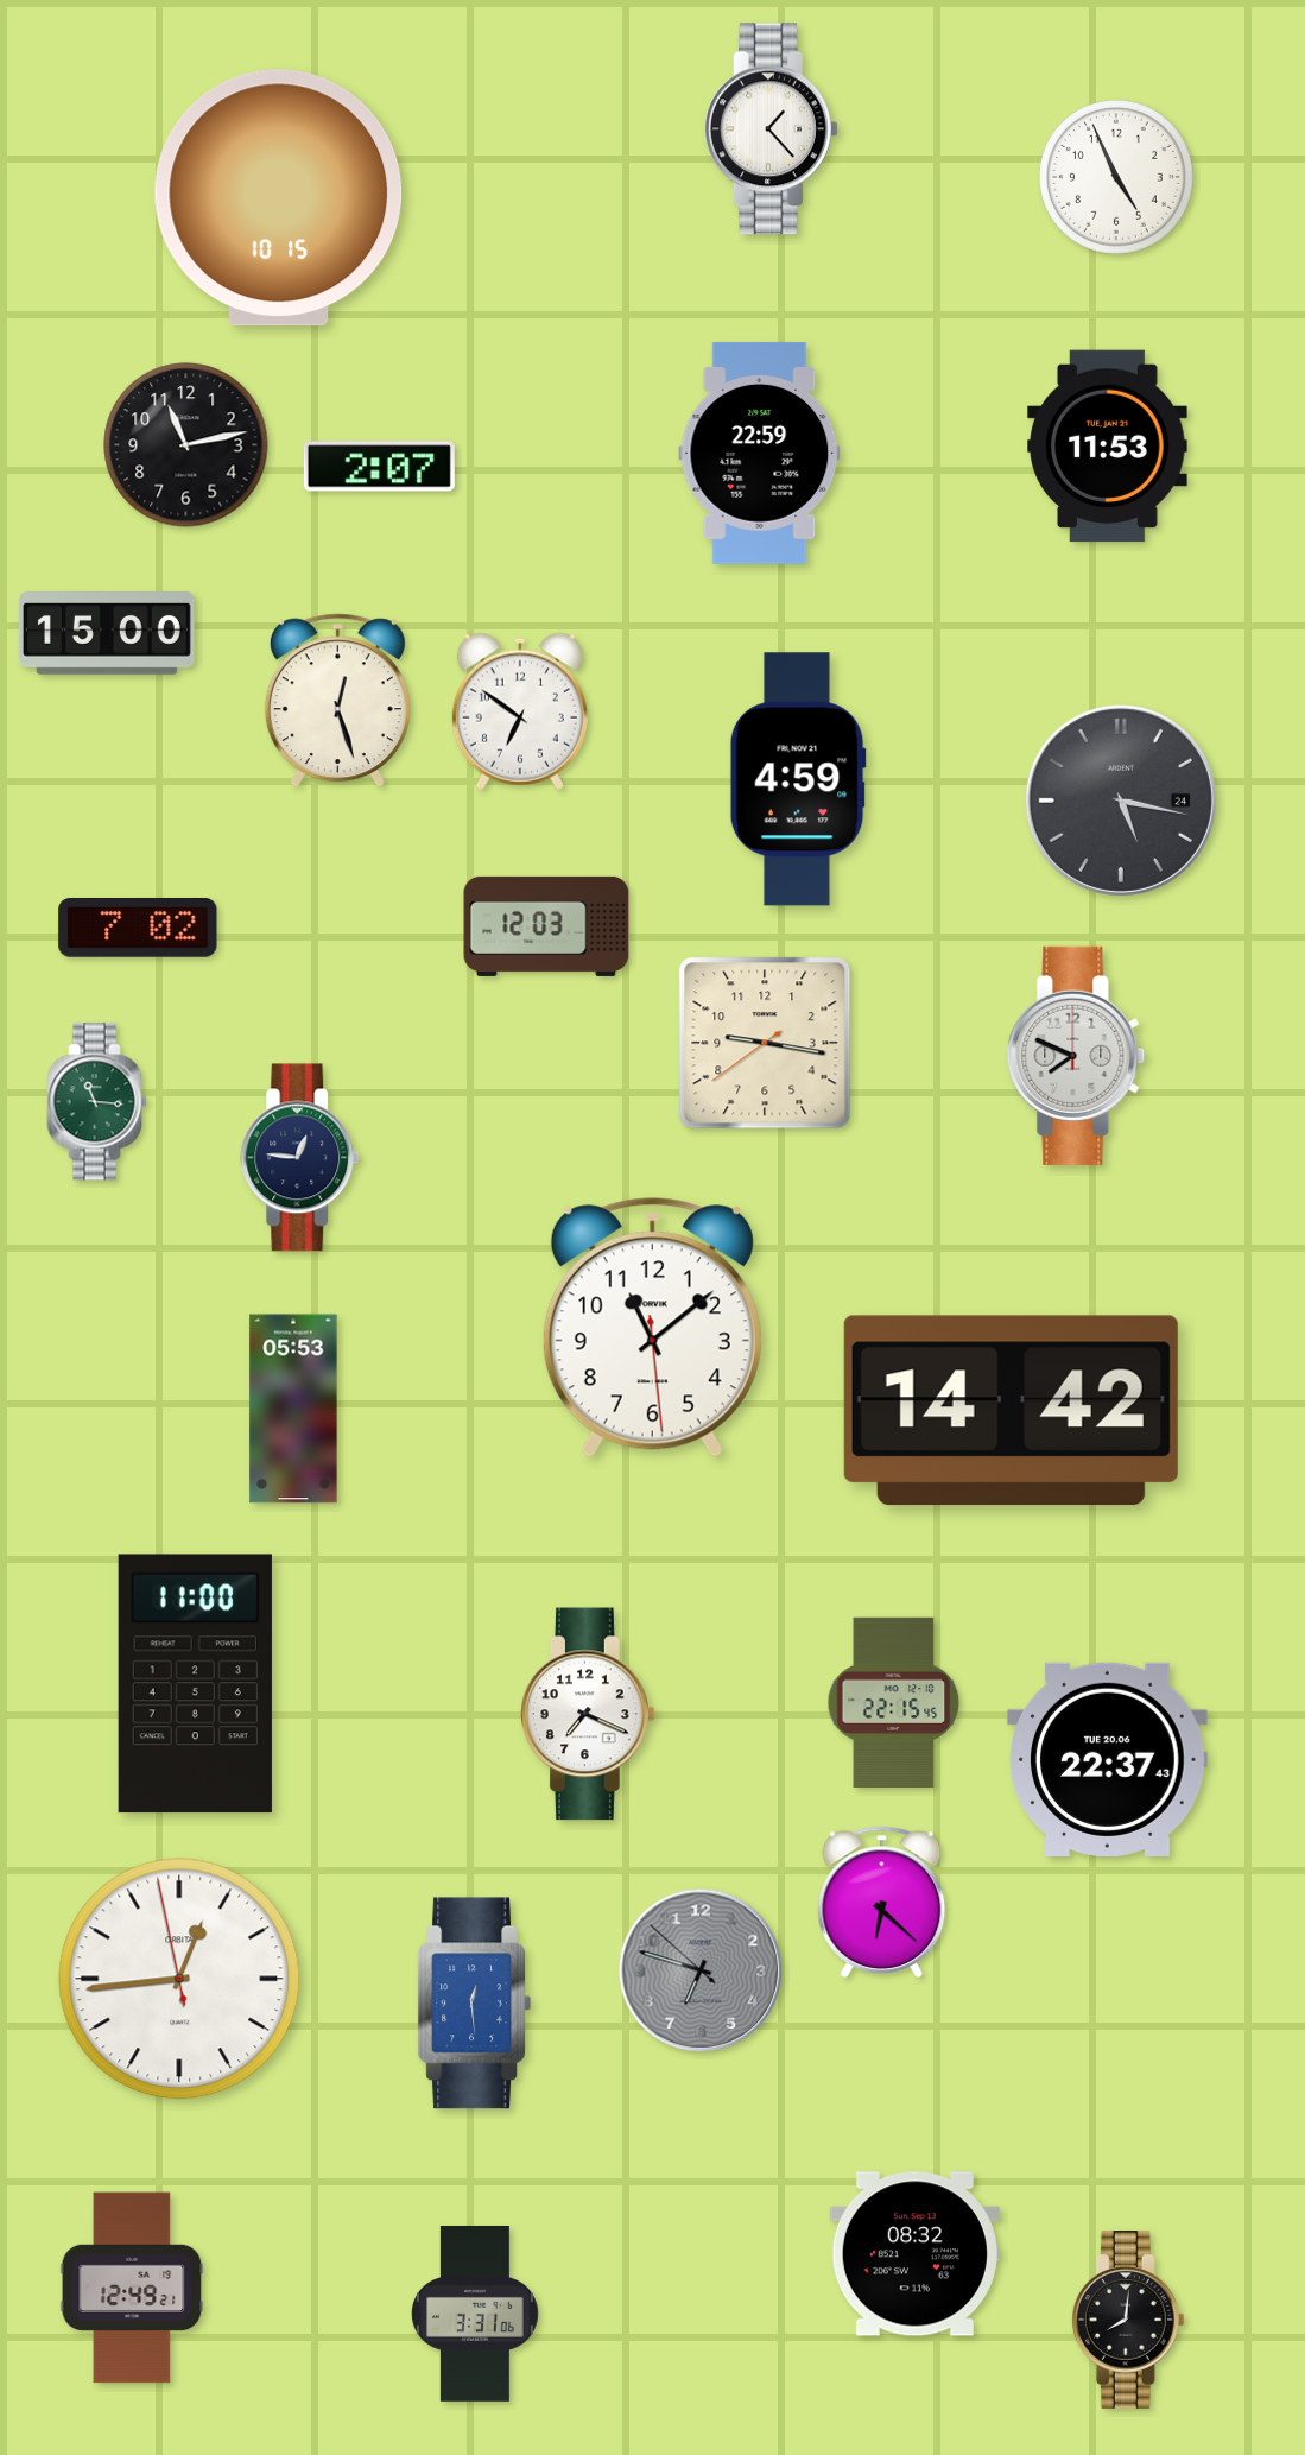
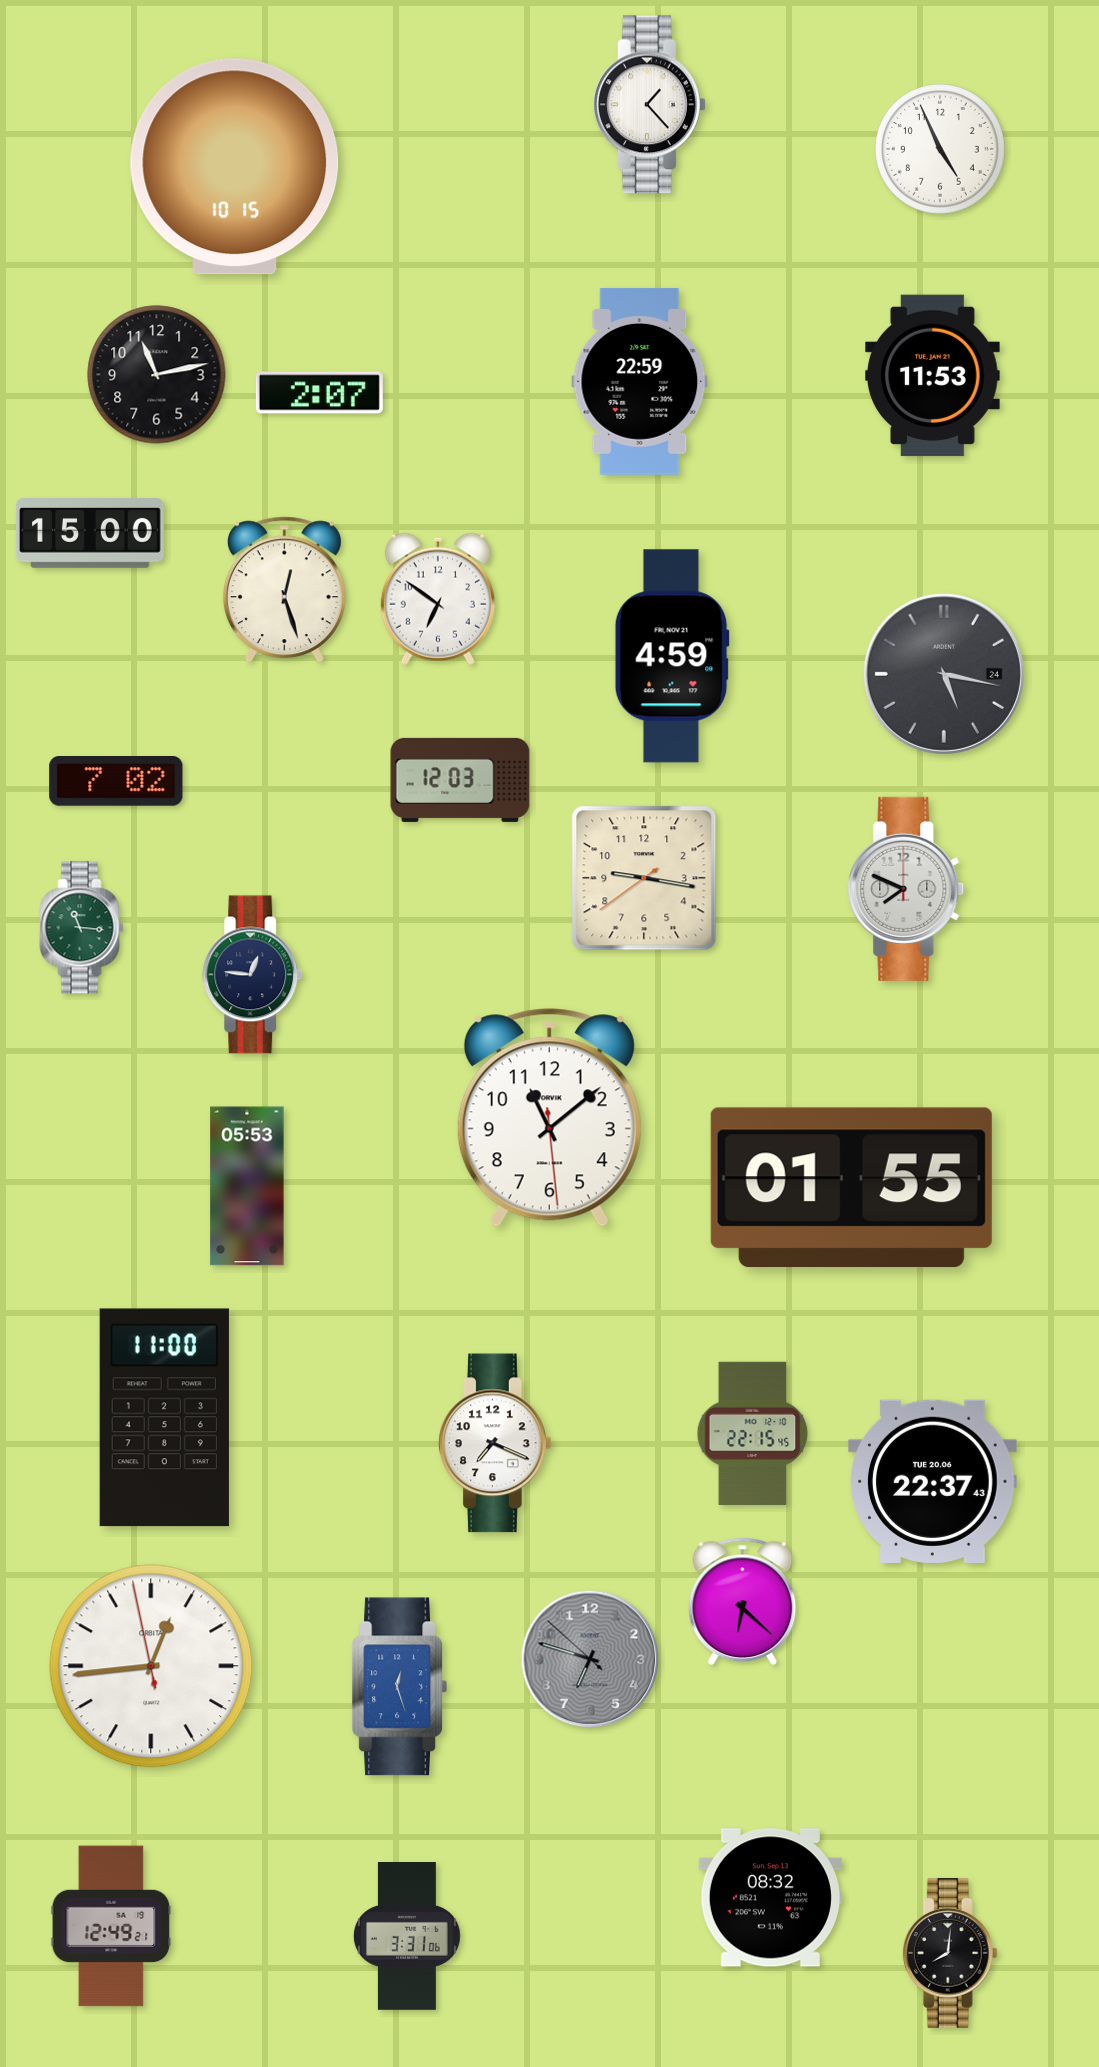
clock at (772, 129) position: (772, 129) -> (650, 105)
clock at (1011, 1410): 14:42 -> 01:55
clock at (474, 2004): 12:29 -> 12:27
clock at (475, 2315) position: (475, 2315) -> (407, 1937)
